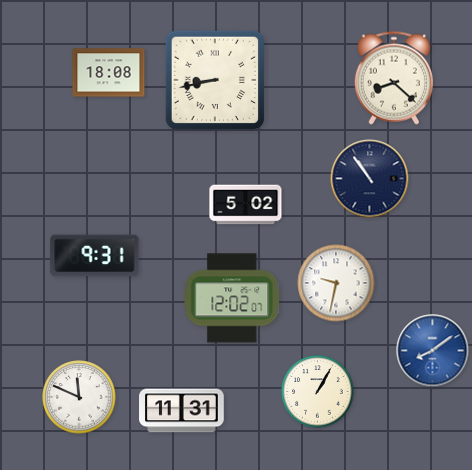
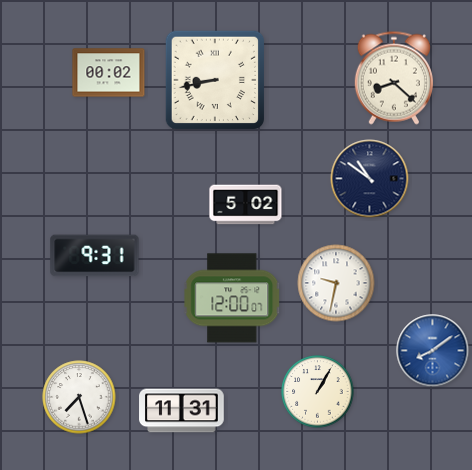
clock at (109, 73): 18:08 -> 00:02
clock at (370, 179): 10:54 -> 10:51
clock at (232, 298): 12:02 -> 12:00
clock at (79, 397): 11:49 -> 7:27
